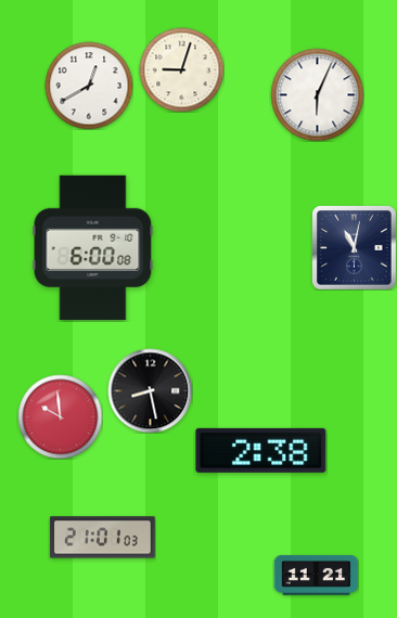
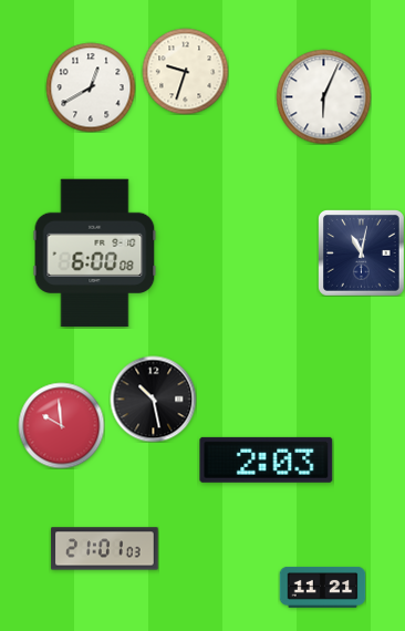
clock at (181, 69): 9:03 -> 9:33
clock at (150, 390): 8:28 -> 10:28
clock at (261, 450): 2:38 -> 2:03
